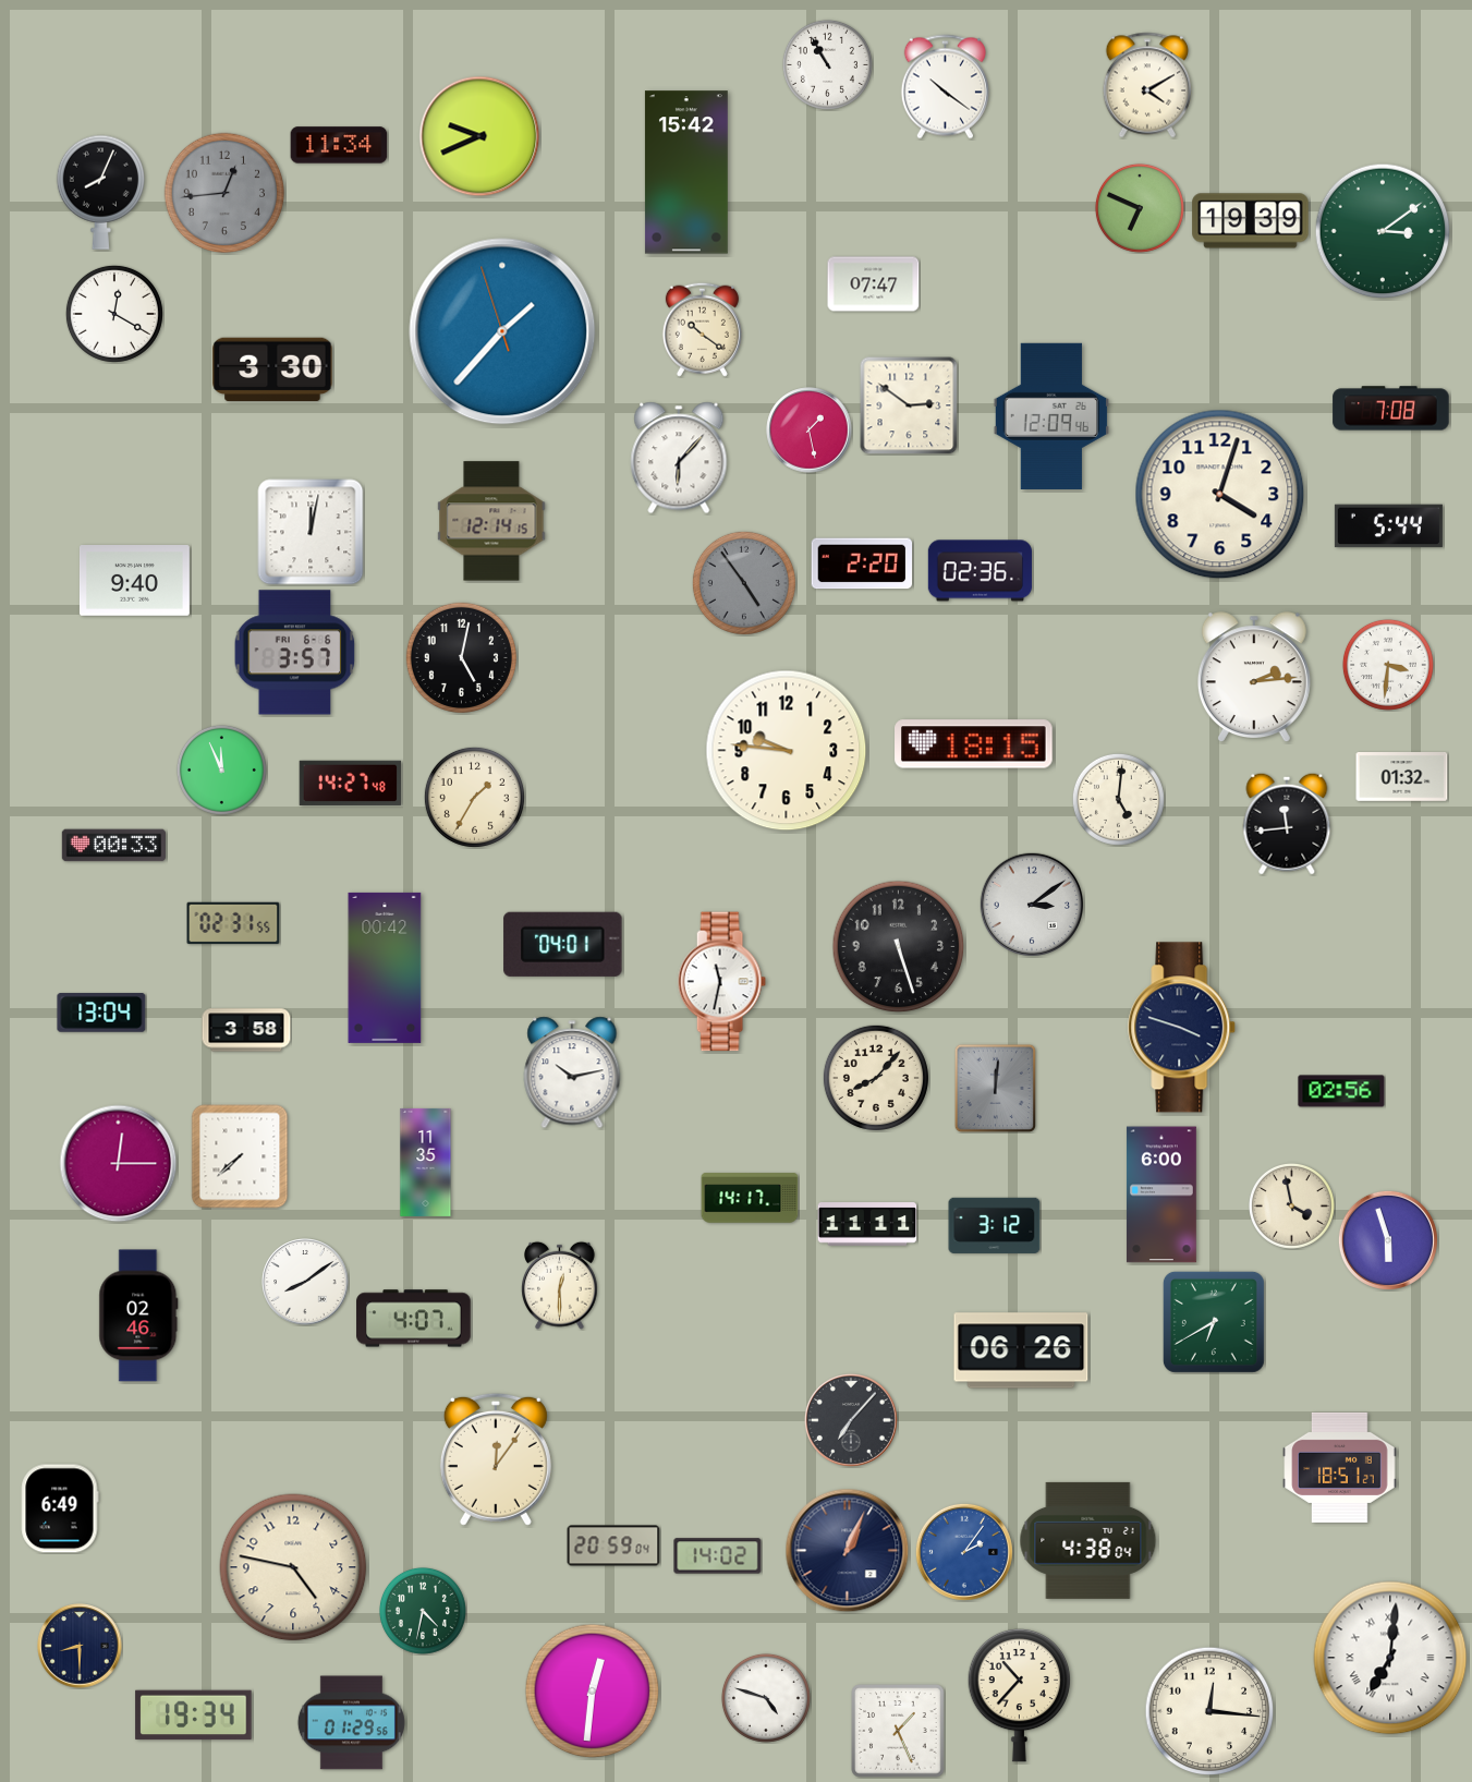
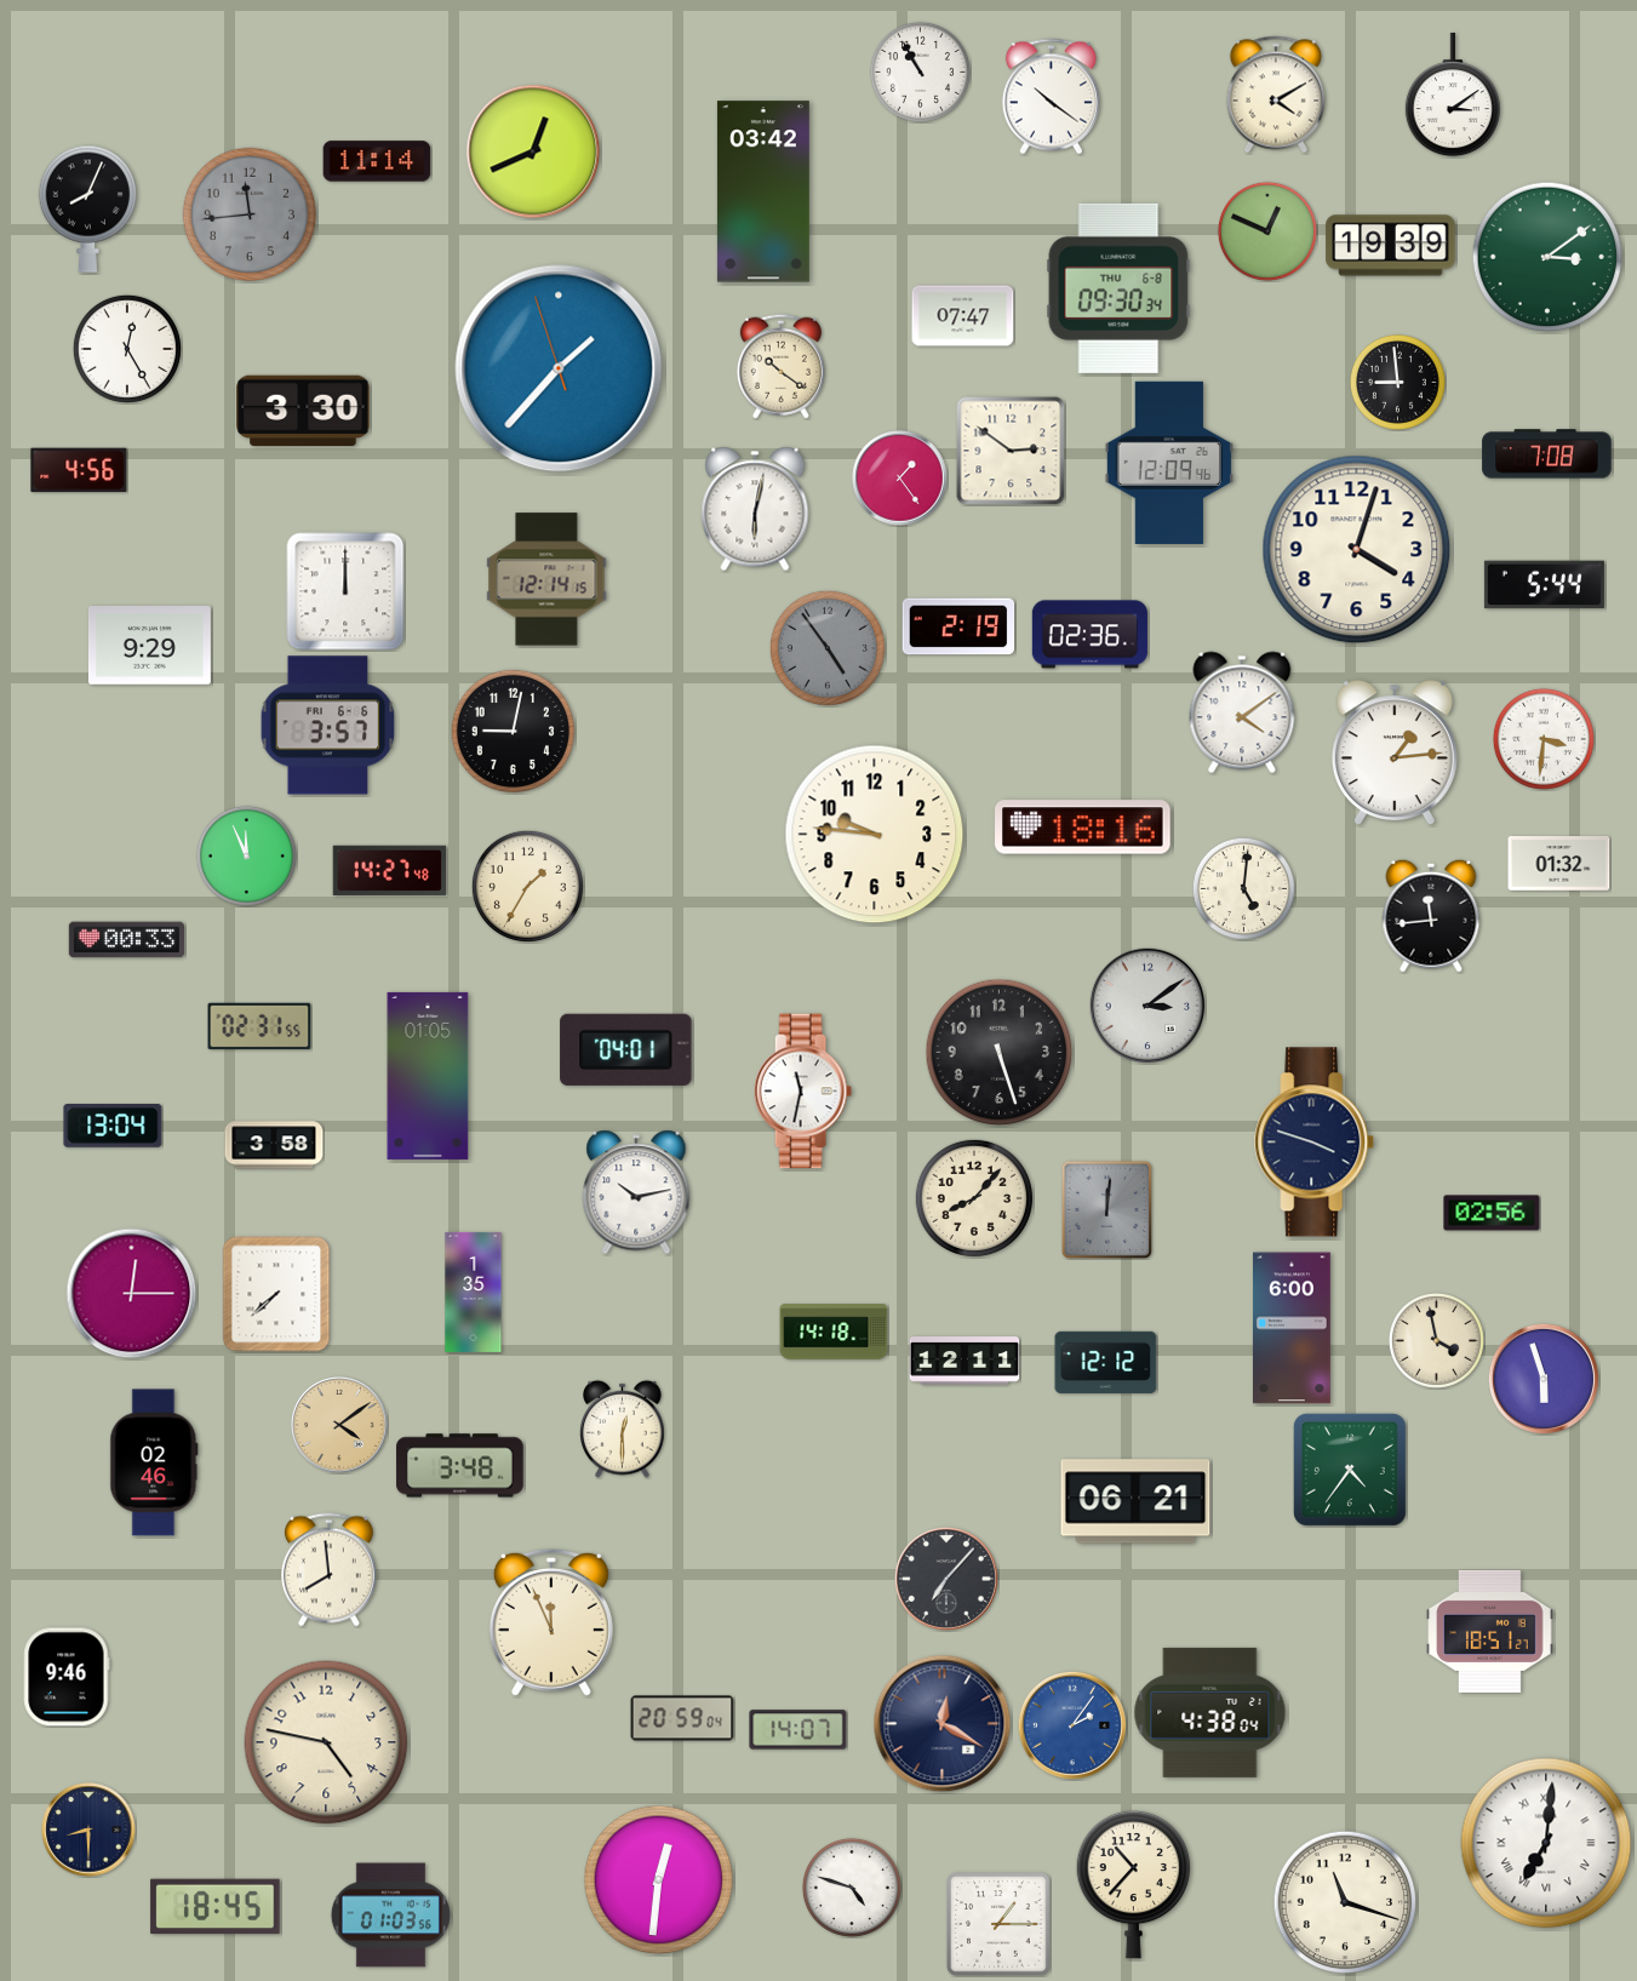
clock at (1453, 95): none -> 3:09
clock at (479, 136): 9:41 -> 12:41
clock at (339, 145): 11:34 -> 11:14
clock at (686, 172): 15:42 -> 03:42
clock at (100, 192) position: (100, 192) -> (87, 208)
clock at (223, 192): 12:44 -> 11:44
clock at (1140, 208): 6:49 -> 12:49
clock at (1383, 231) position: (1383, 231) -> (1547, 257)
clock at (1118, 288): none -> 09:30
clock at (874, 284) position: (874, 284) -> (963, 316)
clock at (114, 314): 12:20 -> 12:25
clock at (1397, 382): none -> 8:59
clock at (79, 470): none -> 4:56
clock at (810, 431): 1:28 -> 1:24
clock at (679, 458): 6:07 -> 6:02
clock at (311, 532): 12:02 -> 12:00
clock at (862, 563): 2:20 -> 2:19
clock at (134, 581): 9:40 -> 9:29
clock at (1242, 712): none -> 4:09
clock at (461, 657): 5:02 -> 9:02
clock at (1254, 678): 2:14 -> 1:14
clock at (974, 744): 18:15 -> 18:16
clock at (385, 968): 00:42 -> 01:05
clock at (240, 1156) position: (240, 1156) -> (276, 1294)
clock at (426, 1162): 11:35 -> 1:35
clock at (750, 1198): 14:17 -> 14:18
clock at (867, 1224): 11:11 -> 12:11
clock at (995, 1225): 3:12 -> 12:12
clock at (305, 1282): 8:09 -> 4:09
clock at (305, 1282) dial: white -> champagne
clock at (414, 1319): 4:07 -> 3:48
clock at (1214, 1322): 6:40 -> 4:36
clock at (1021, 1350): 06:26 -> 06:21
clock at (328, 1570): none -> 7:59
clock at (496, 1459): 12:06 -> 11:56
clock at (60, 1508): 6:49 -> 9:46
clock at (848, 1551): 1:04 -> 12:20
clock at (718, 1556): 14:02 -> 14:07
clock at (423, 1611): 4:32 -> none
clock at (1209, 1711): 12:16 -> 11:18
clock at (194, 1716): 19:34 -> 18:45
clock at (351, 1723): 01:29 -> 01:03
clock at (898, 1731): 1:26 -> 1:15
